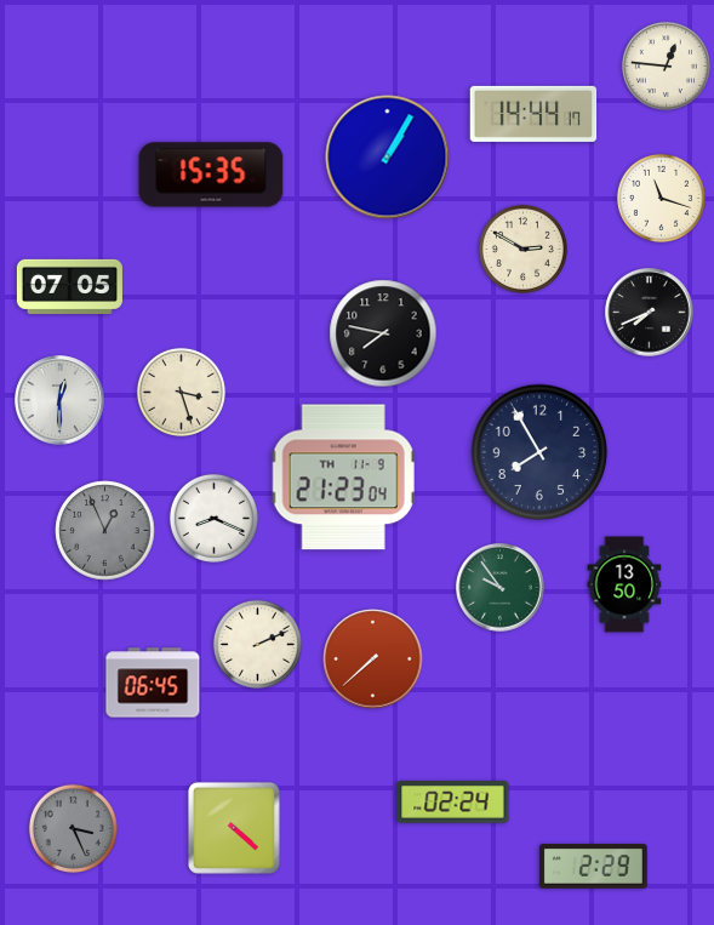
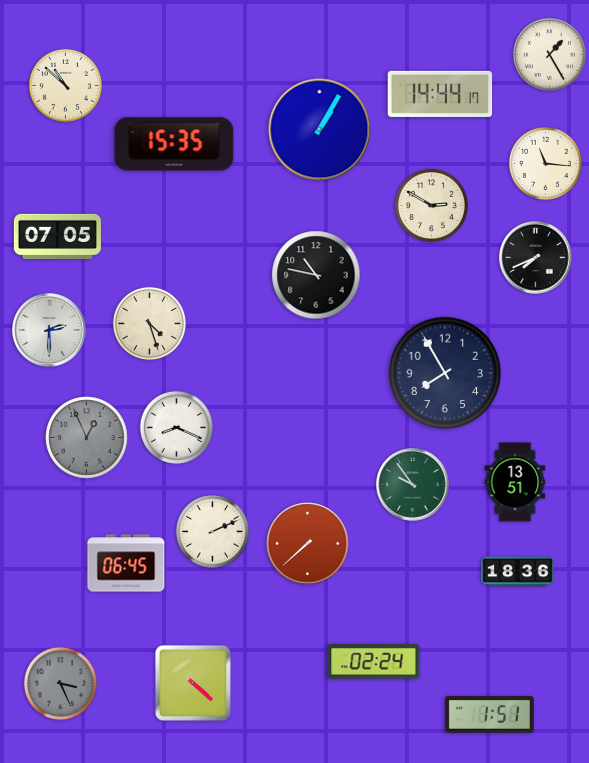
clock at (666, 65): 12:46 -> 1:25
clock at (65, 85): none -> 10:52
clock at (661, 198): 11:18 -> 11:16
clock at (383, 333): 7:47 -> 10:47
clock at (181, 392): 3:27 -> 4:27
clock at (59, 400): 12:30 -> 2:30
clock at (344, 478): 21:23 -> none
clock at (624, 584): 13:50 -> 13:51
clock at (518, 572): none -> 18:36
clock at (593, 867): 2:29 -> 1:51
